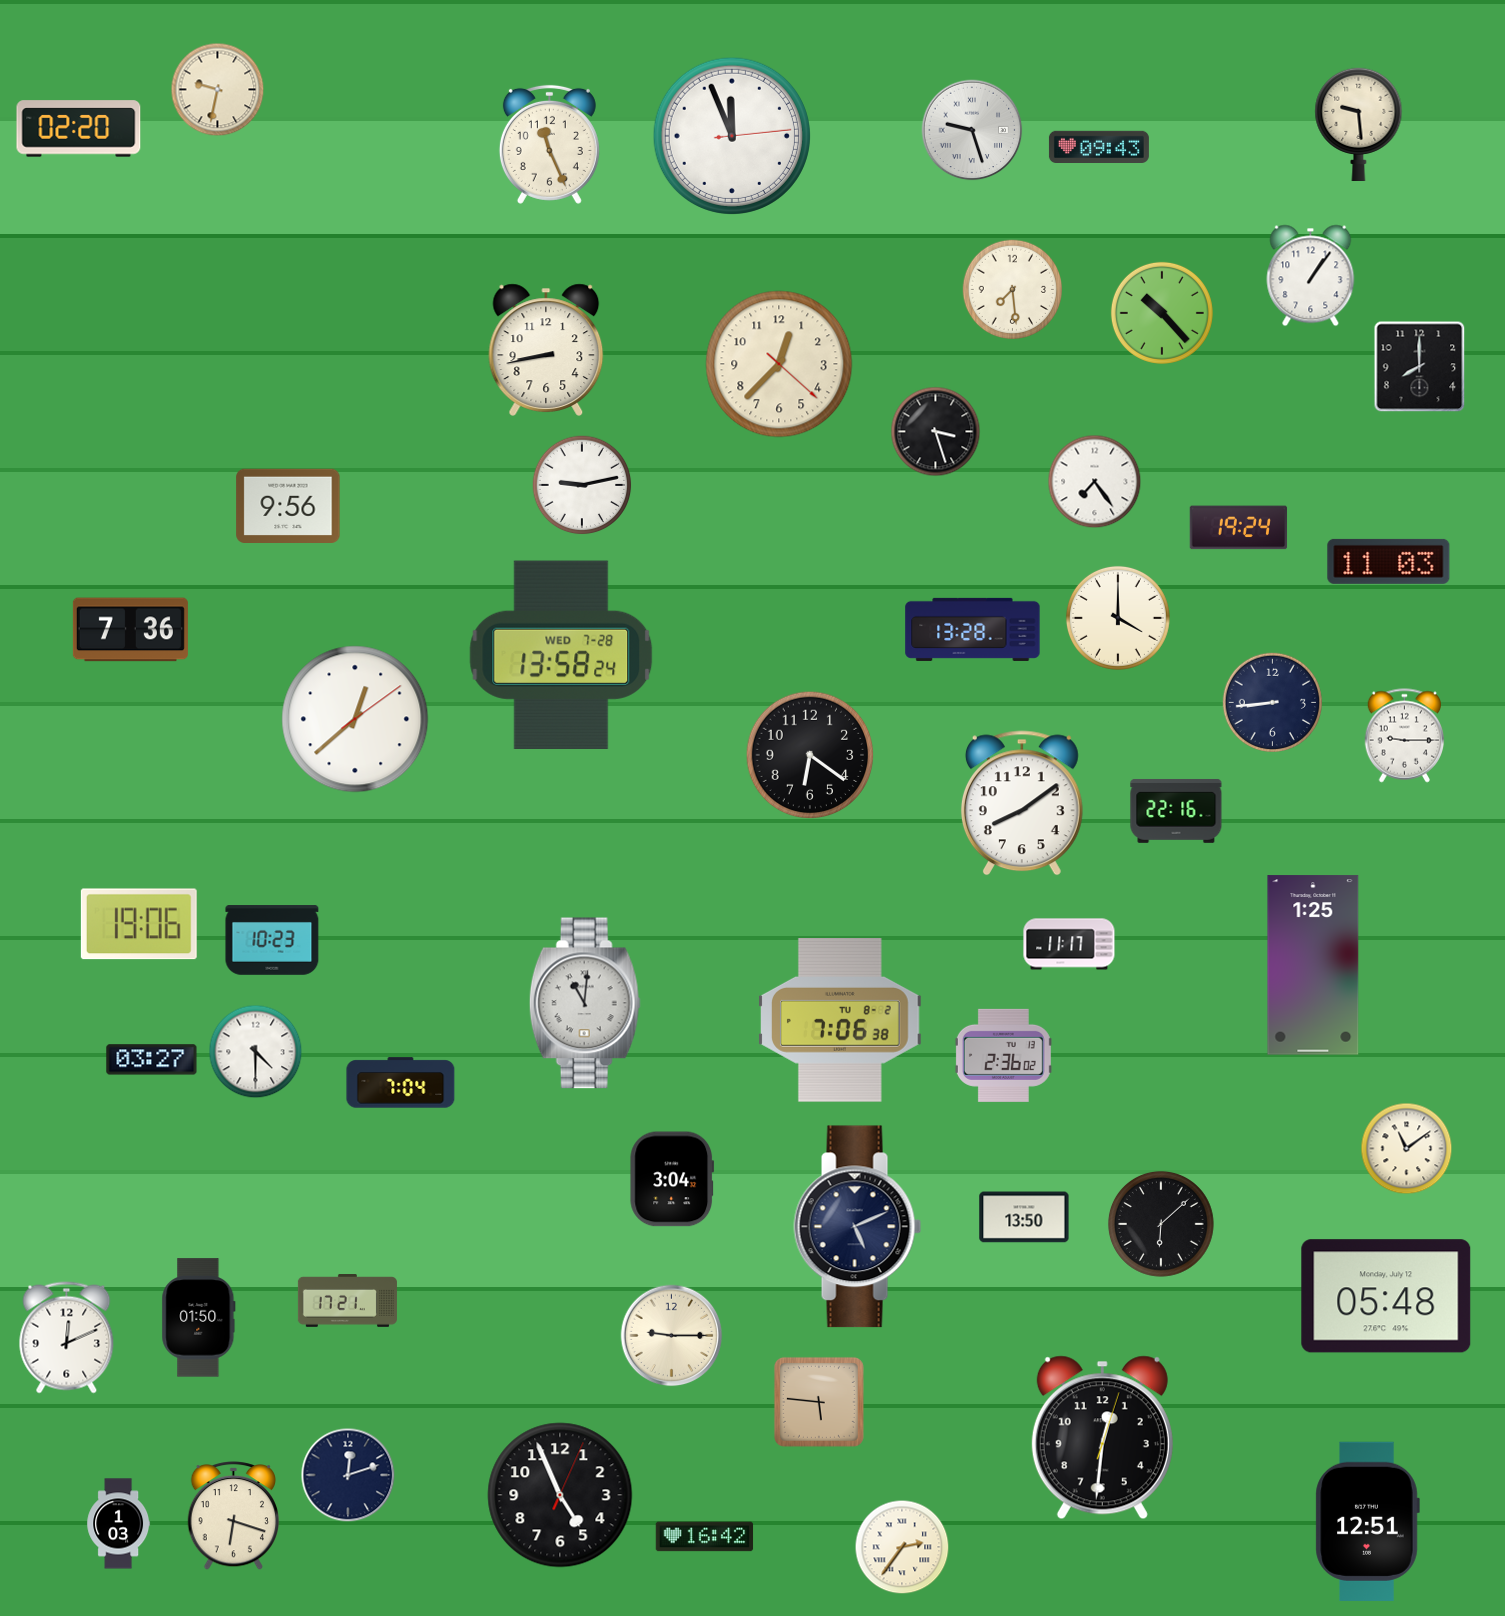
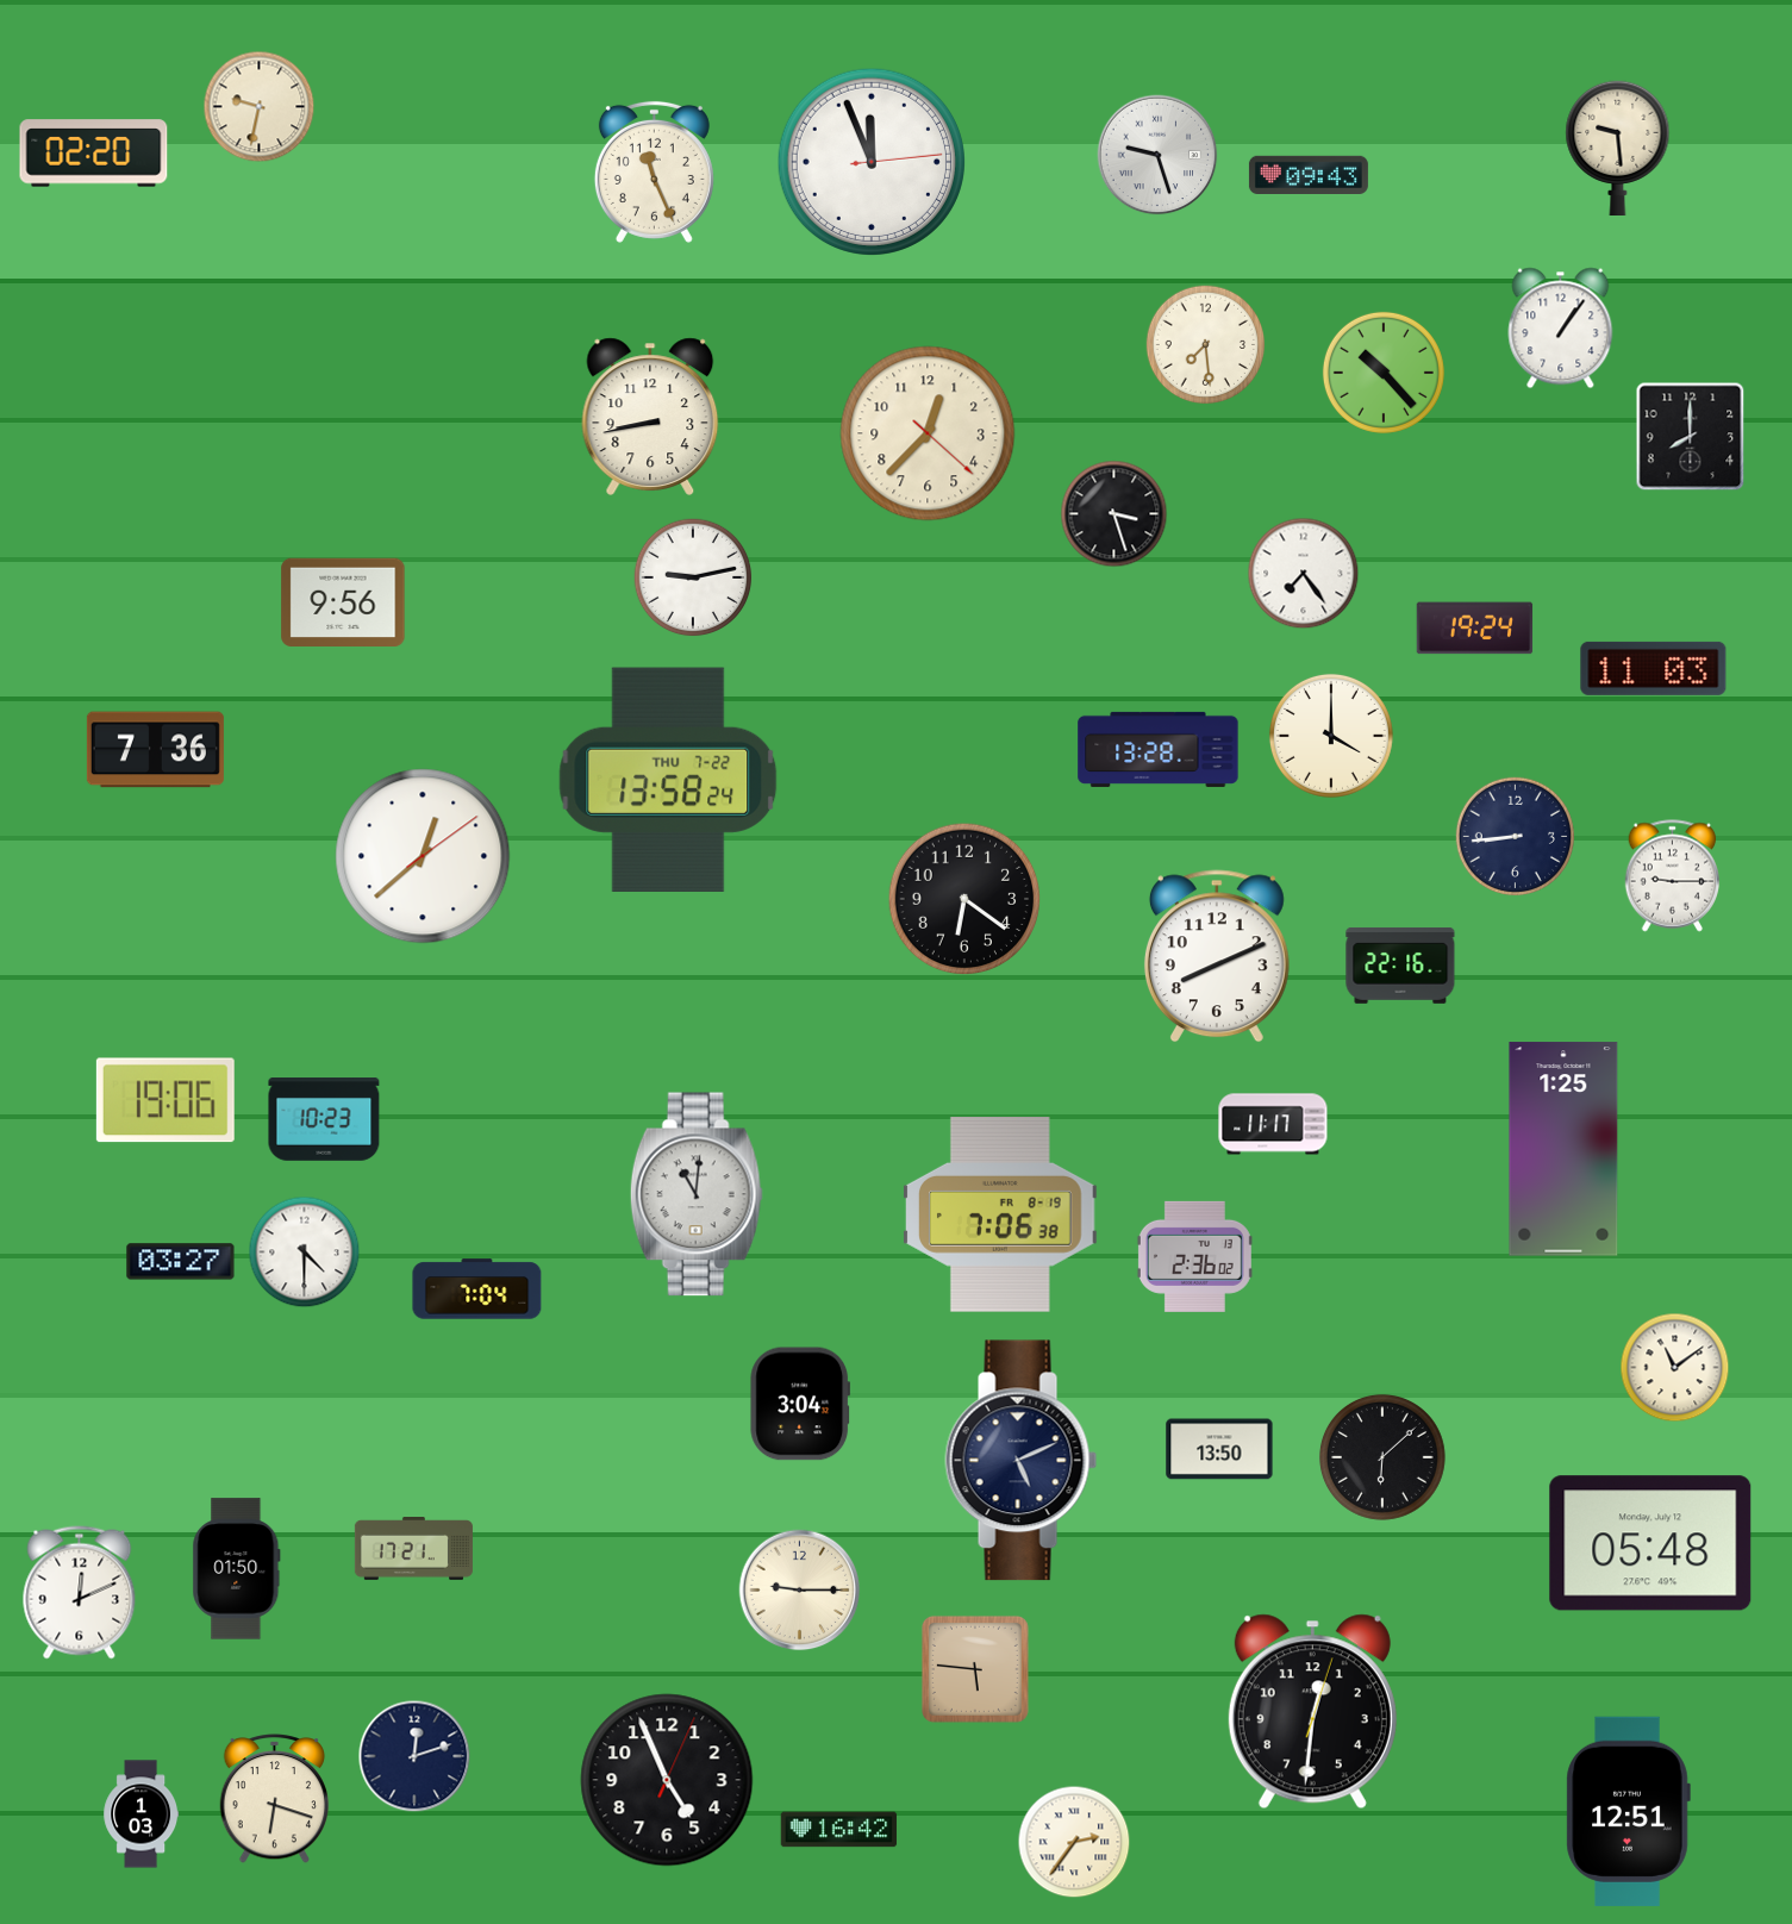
clock at (561, 655) date: WED 7-28 -> THU 7-22
clock at (1022, 803): 8:09 -> 8:11
clock at (841, 1021) date: TU 8-2 -> FR 8-19
clock at (233, 1516) position: (233, 1516) -> (274, 1799)
